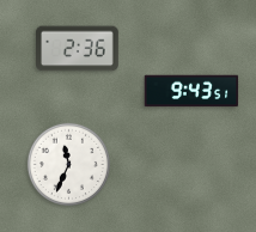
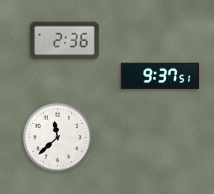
clock at (191, 91): 9:43 -> 9:37
clock at (68, 164): 11:34 -> 11:38
